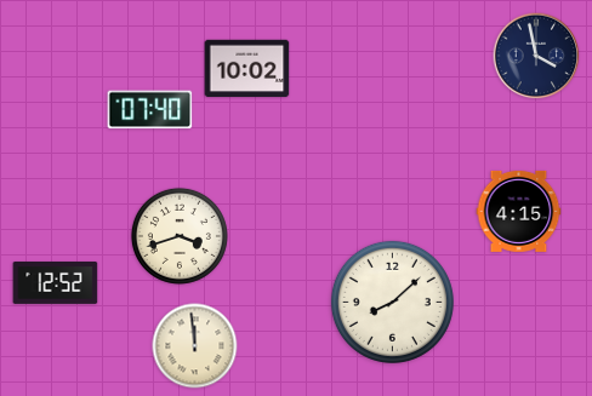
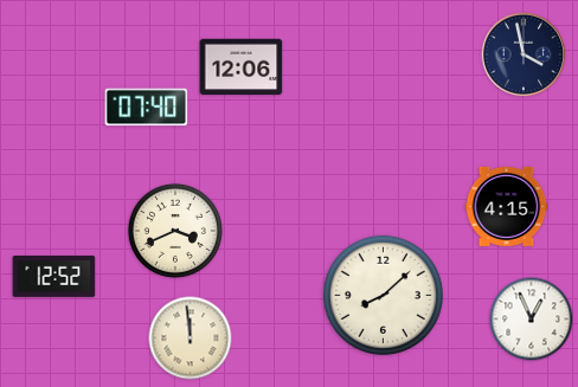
clock at (247, 69): 10:02 -> 12:06
clock at (180, 236): 3:42 -> 3:41
clock at (532, 320): none -> 12:56
